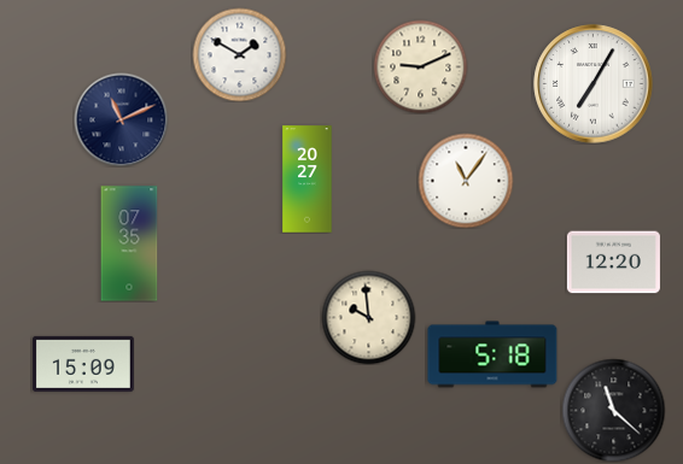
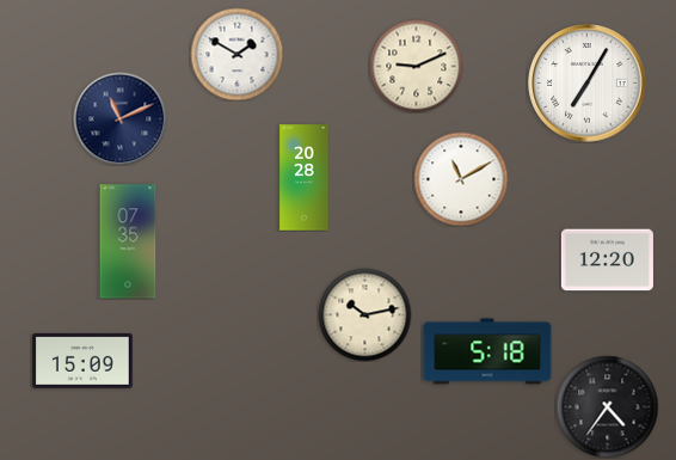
clock at (308, 180): 20:27 -> 20:28
clock at (466, 181): 11:06 -> 11:10
clock at (368, 317): 9:59 -> 10:13
clock at (613, 410): 11:22 -> 4:36
